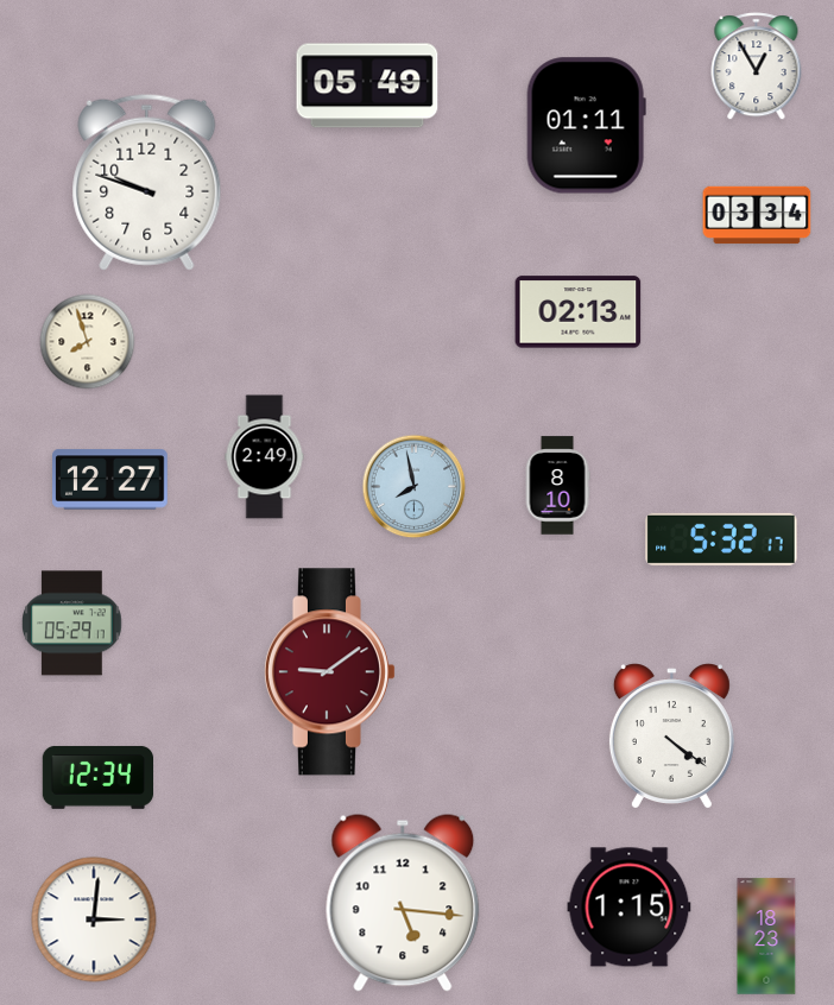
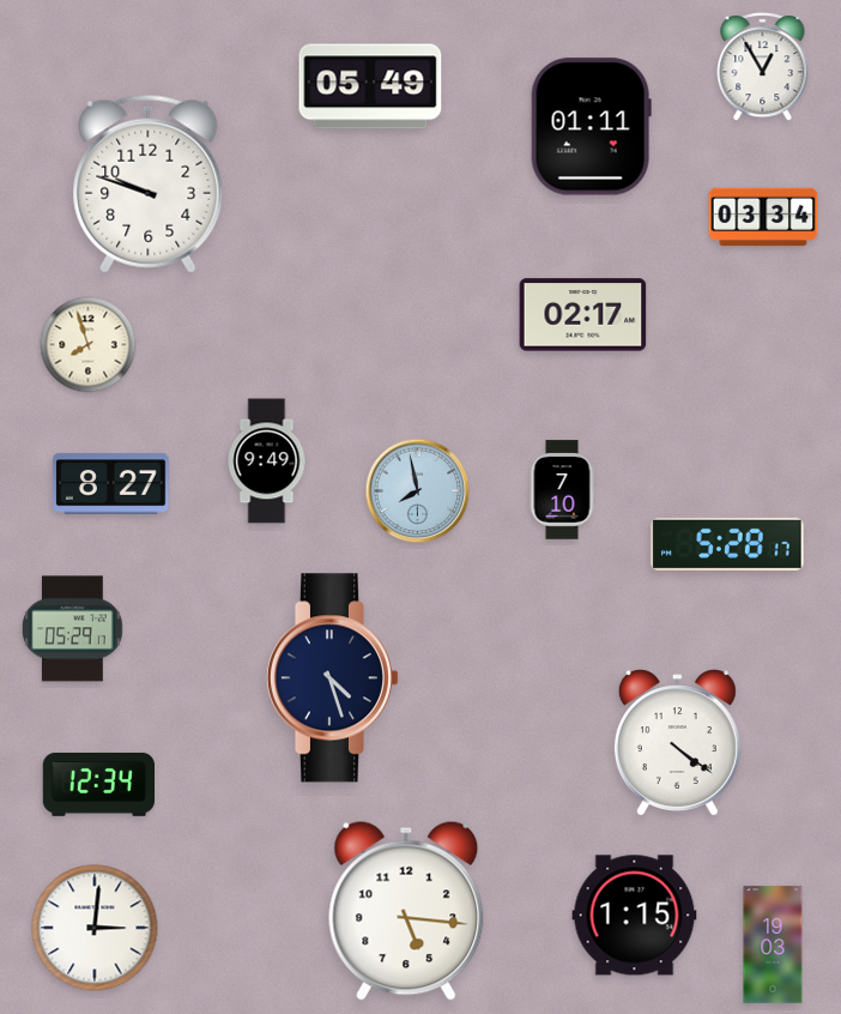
clock at (579, 312): 02:13 -> 02:17
clock at (265, 457): 2:49 -> 9:49
clock at (110, 480): 12:27 -> 8:27
clock at (557, 486): 8:10 -> 7:10
clock at (721, 539): 5:32 -> 5:28
clock at (329, 672): 9:09 -> 4:27
clock at (329, 672) dial: burgundy -> navy
clock at (766, 936): 18:23 -> 19:03
